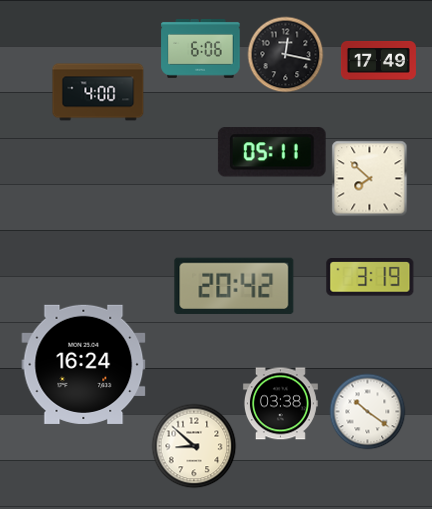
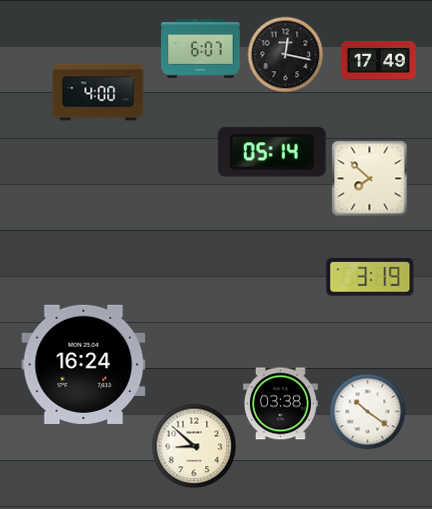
clock at (201, 49): 6:06 -> 6:07
clock at (272, 152): 05:11 -> 05:14
clock at (234, 285): 20:42 -> none
